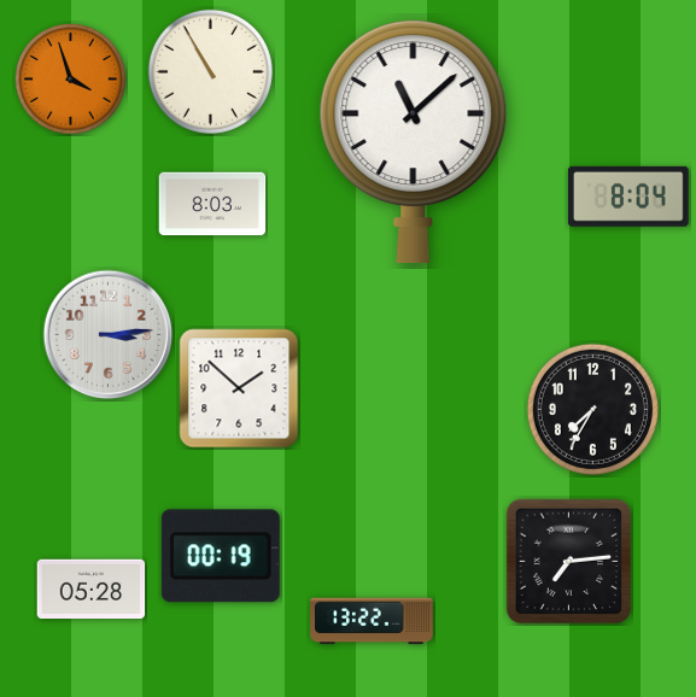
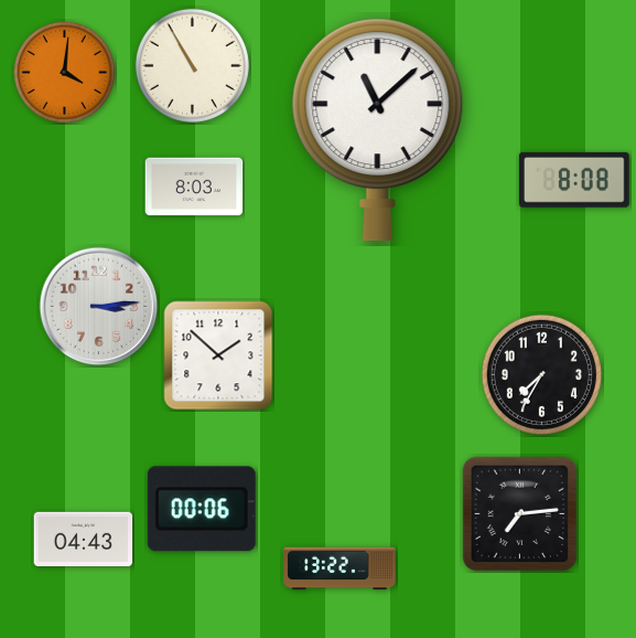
clock at (70, 78): 3:57 -> 4:01
clock at (628, 197): 8:04 -> 8:08
clock at (221, 556): 00:19 -> 00:06
clock at (92, 588): 05:28 -> 04:43
